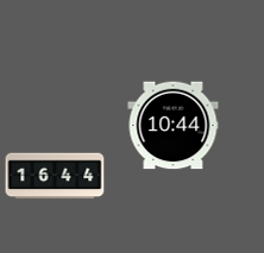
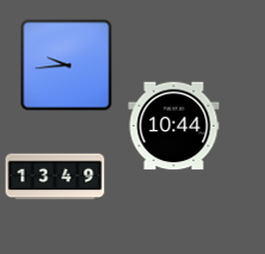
clock at (66, 64): none -> 9:44
clock at (55, 176): 16:44 -> 13:49
